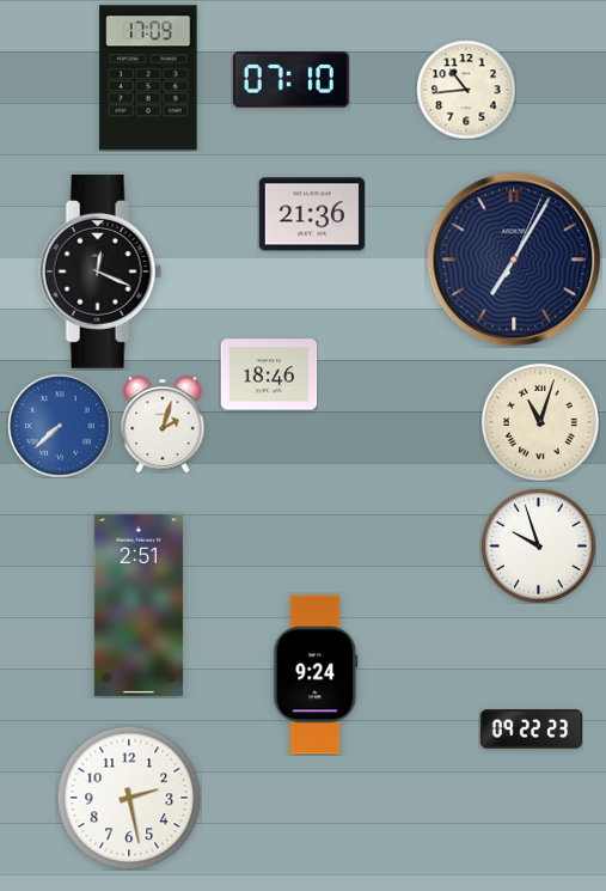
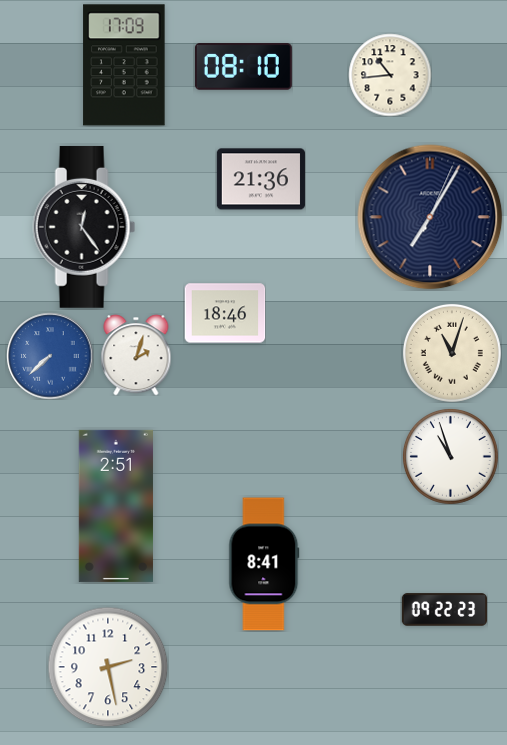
clock at (290, 80): 07:10 -> 08:10
clock at (100, 271): 12:19 -> 12:24
clock at (538, 545): 9:57 -> 10:57
clock at (316, 675): 9:24 -> 8:41
